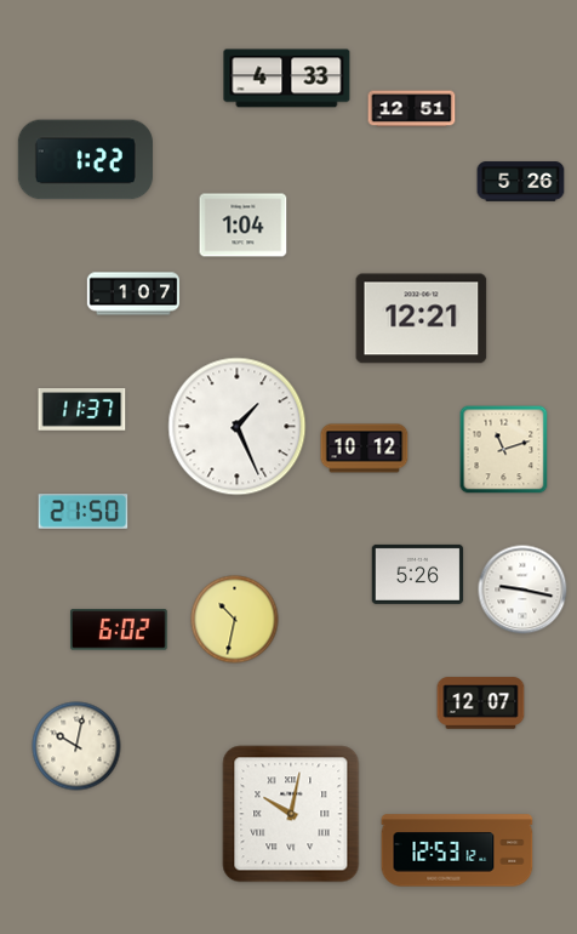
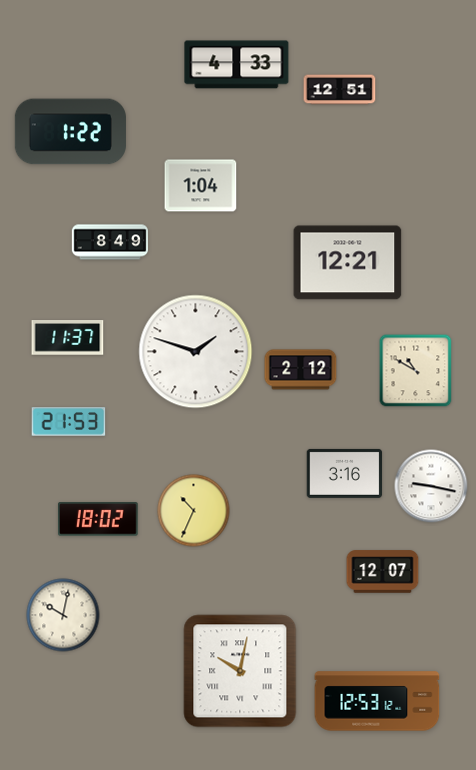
clock at (521, 182): 5:26 -> none
clock at (133, 294): 1:07 -> 8:49
clock at (238, 427): 1:26 -> 1:48
clock at (365, 449): 10:12 -> 2:12
clock at (504, 450): 11:12 -> 10:50
clock at (84, 512): 21:50 -> 21:53
clock at (418, 574): 5:26 -> 3:16
clock at (235, 620): 10:32 -> 10:34
clock at (120, 630): 6:02 -> 18:02
clock at (481, 704) position: (481, 704) -> (383, 572)
